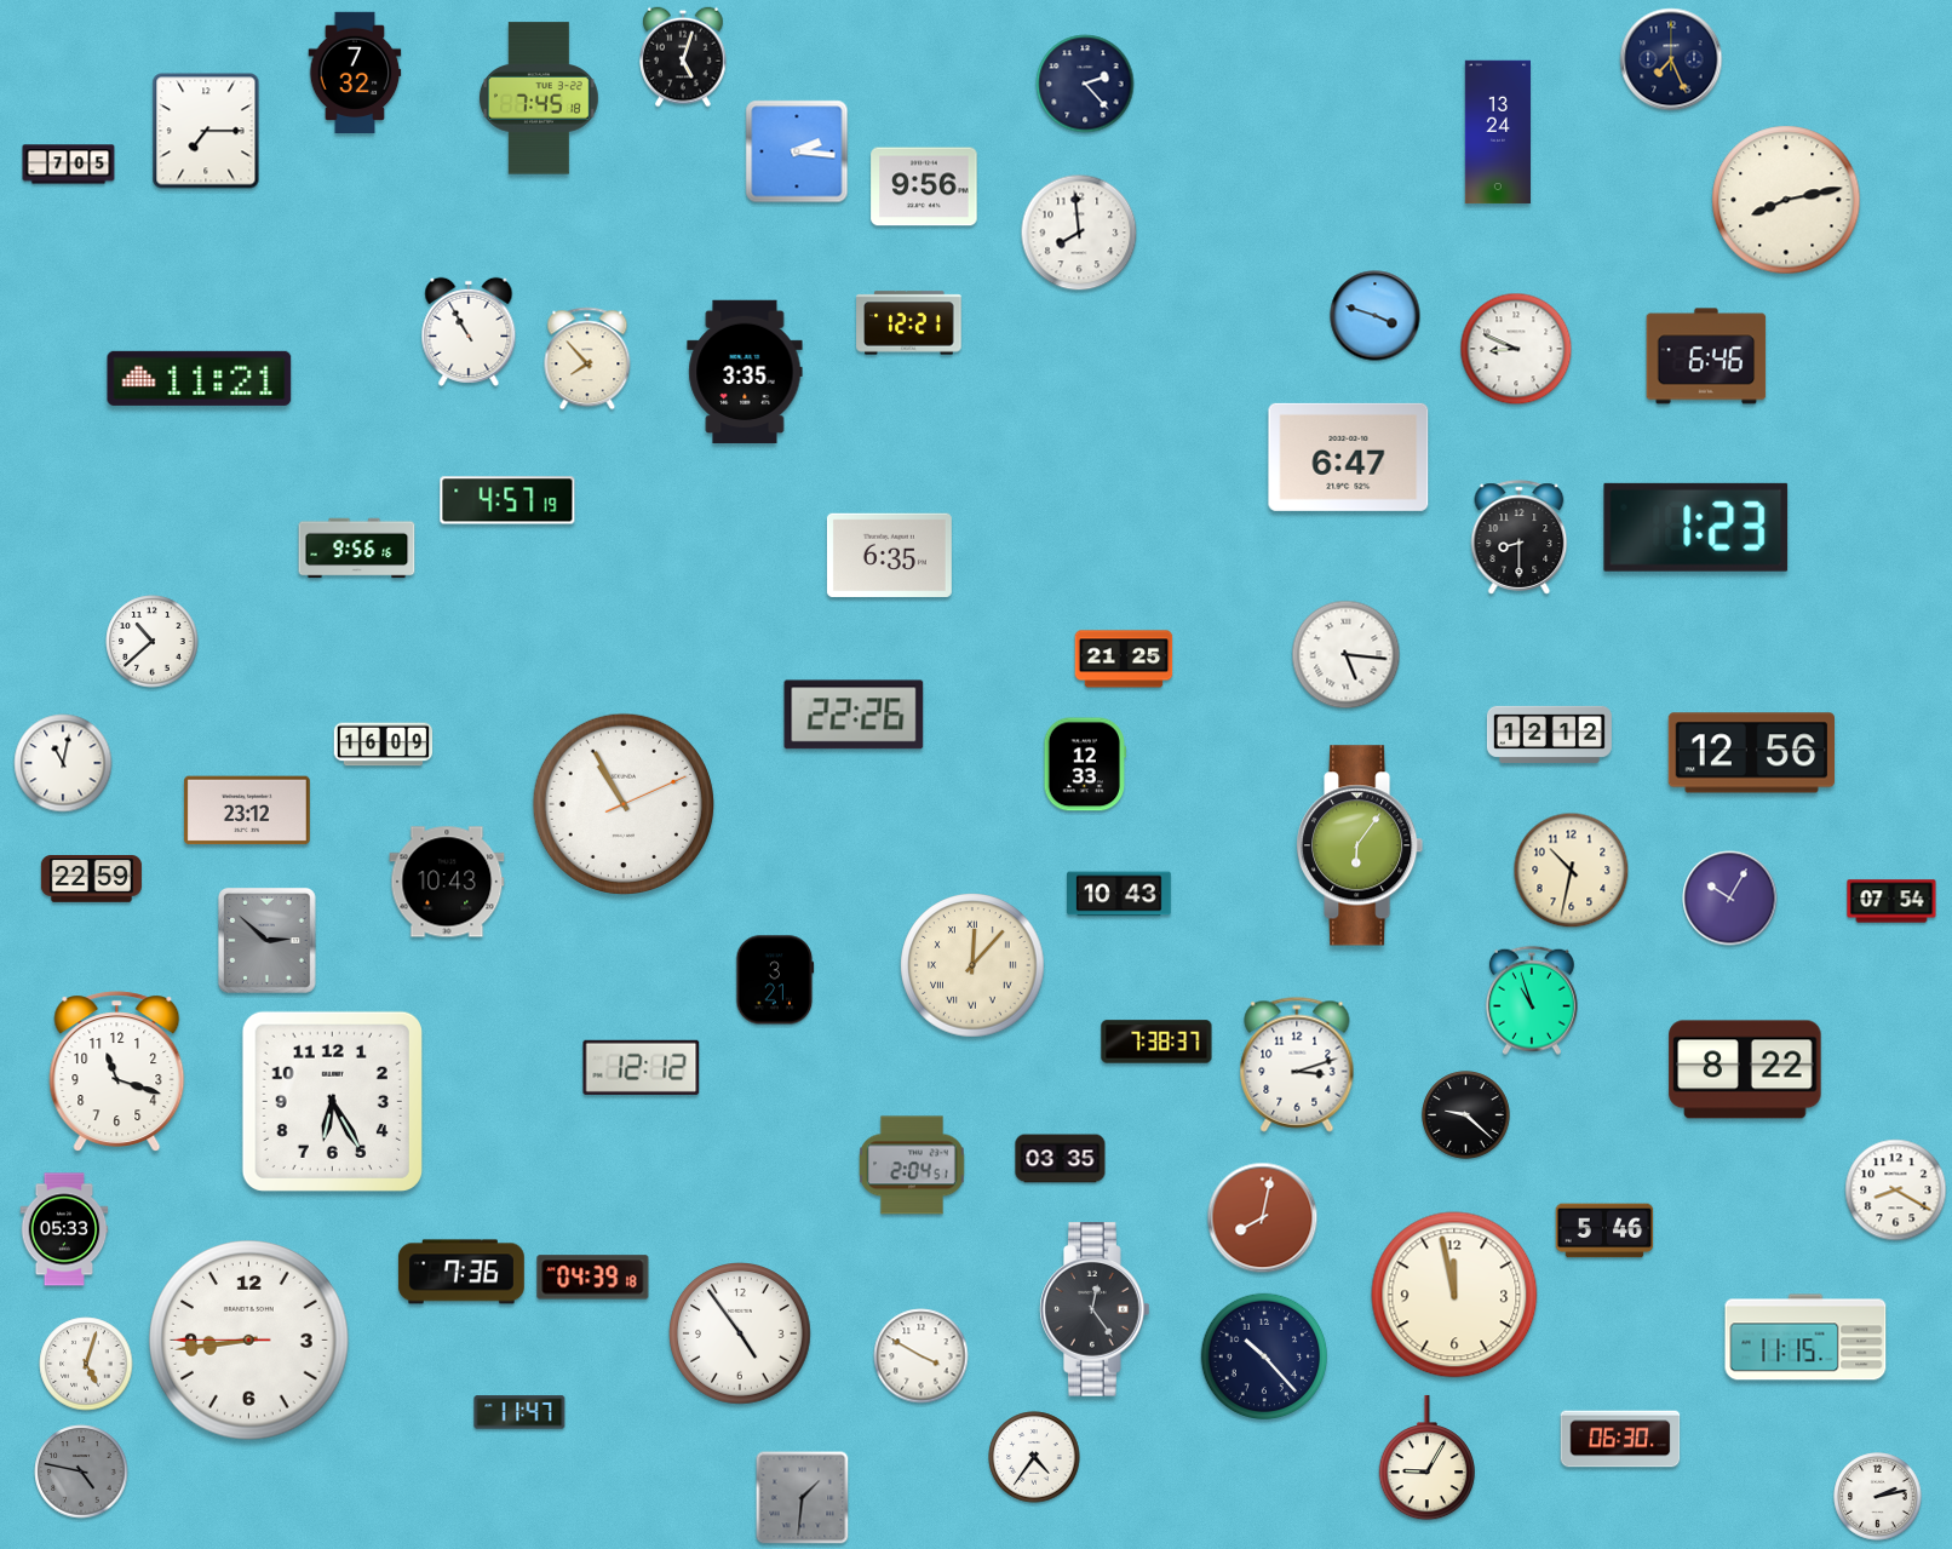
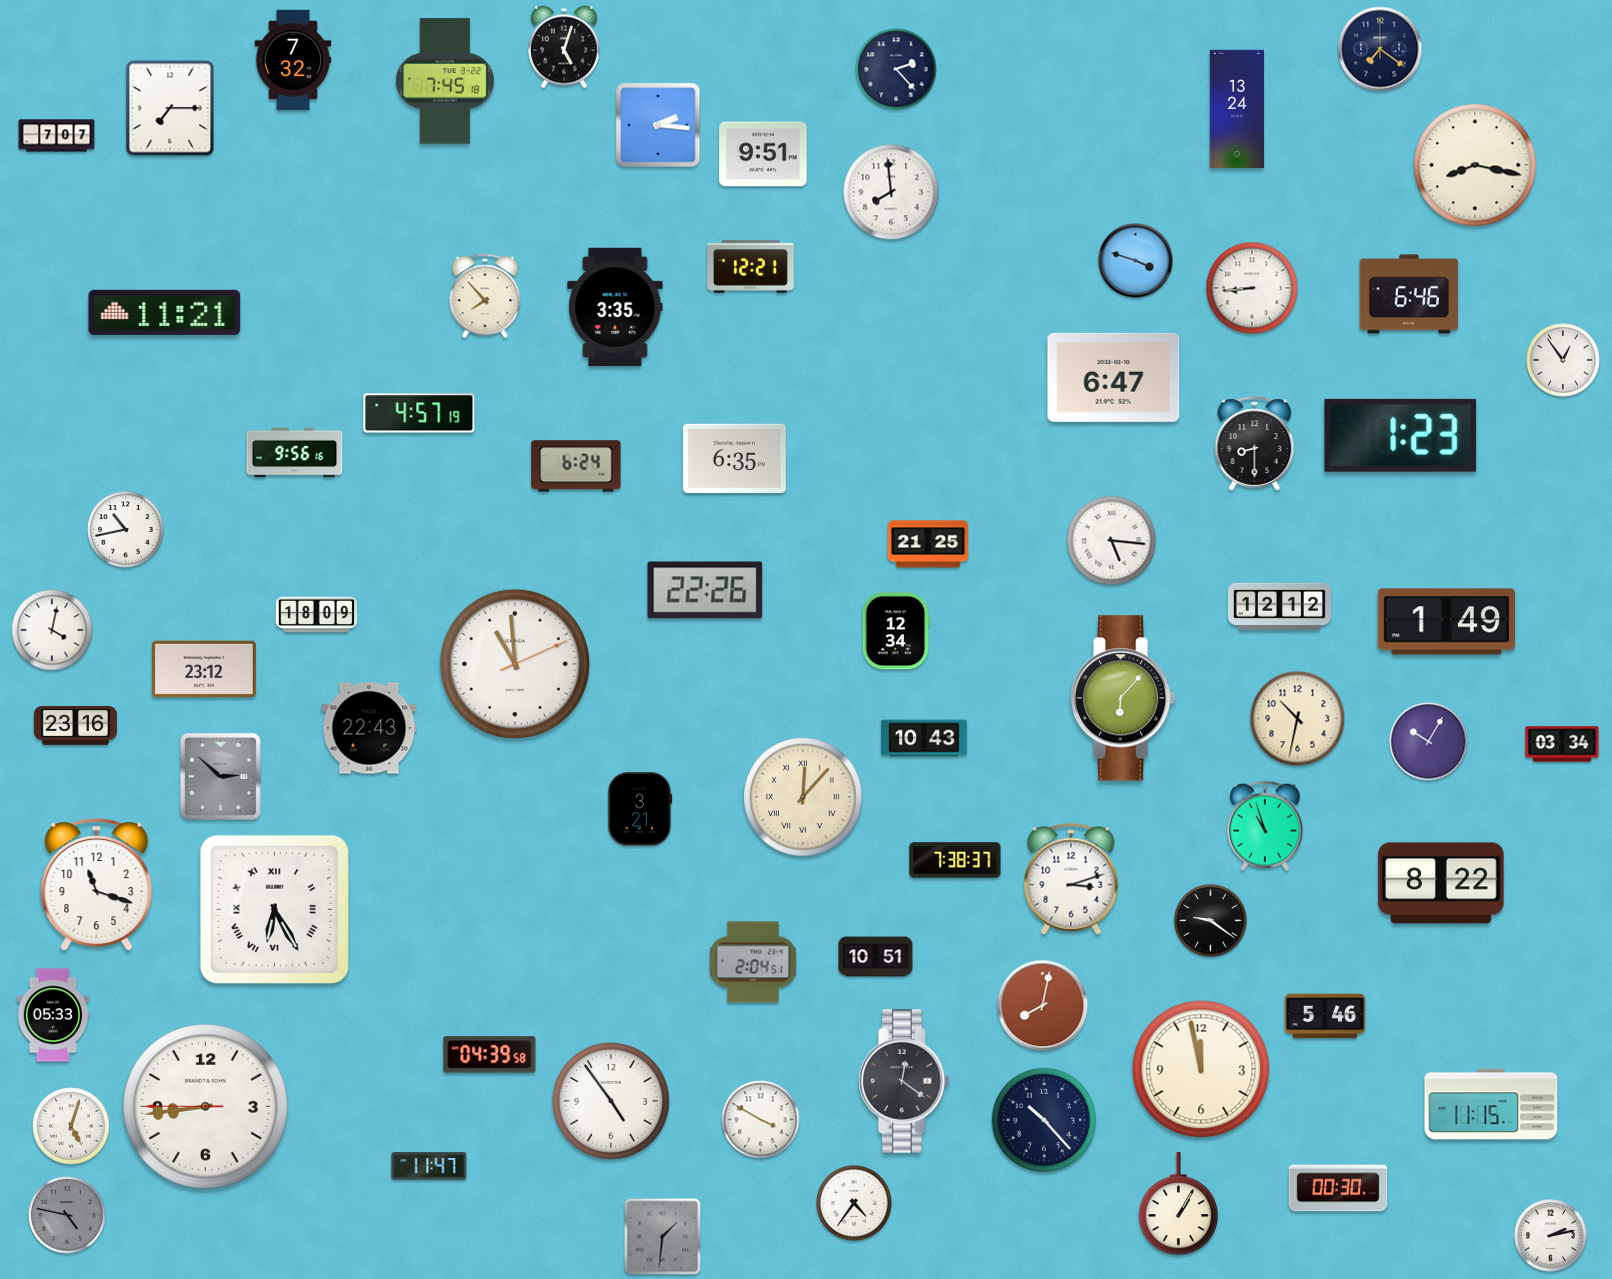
clock at (1671, 59): 7:26 -> 7:21
clock at (69, 165): 7:05 -> 7:07
clock at (924, 187): 9:56 -> 9:51
clock at (1786, 200): 8:13 -> 8:17
clock at (469, 332): 10:55 -> none
clock at (1516, 349): 8:49 -> 8:44
clock at (1563, 360): none -> 12:54
clock at (576, 466): none -> 6:24
clock at (153, 642): 10:38 -> 10:43
clock at (384, 745): 16:09 -> 18:09
clock at (1751, 753): 12:56 -> 1:49
clock at (63, 763): 11:02 -> 4:02
clock at (1084, 764): 12:33 -> 12:34
clock at (624, 804): 10:55 -> 10:59
clock at (1361, 845): 6:06 -> 6:07
clock at (91, 879): 22:59 -> 23:16
clock at (447, 882): 10:43 -> 22:43
clock at (1891, 901): 07:54 -> 03:34
clock at (642, 1067): 12:12 -> none
clock at (332, 1101) numerals: Arabic -> Roman
clock at (1466, 1115): 9:22 -> 9:21
clock at (1061, 1159): 03:35 -> 10:51
clock at (1896, 1191): 8:20 -> none
clock at (461, 1272): 7:36 -> none
clock at (593, 1278): 04:39:18 -> 04:39:58
clock at (1095, 1309): 12:24 -> 12:21
clock at (1620, 1439): 06:30 -> 00:30
clock at (1428, 1458): 9:05 -> 1:05
